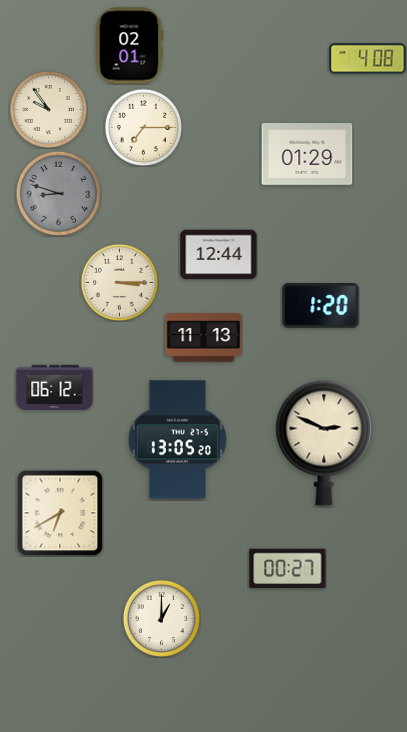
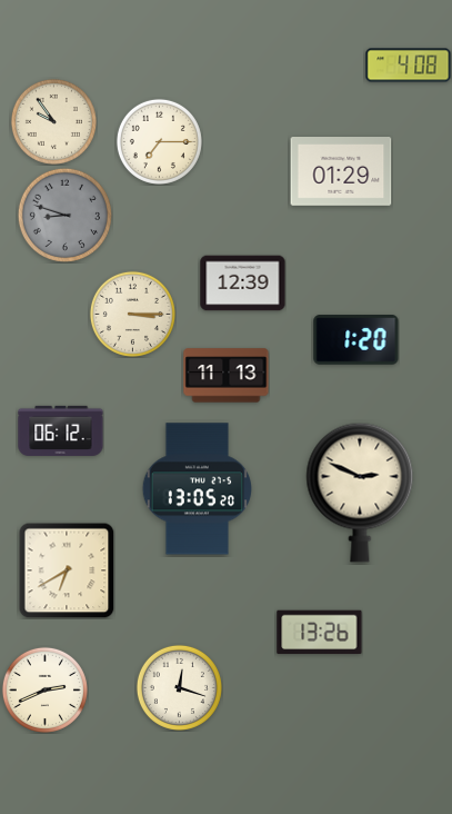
clock at (130, 46): 02:01 -> none
clock at (219, 255): 12:44 -> 12:39
clock at (288, 569): 00:27 -> 13:26
clock at (161, 618): 1:00 -> 12:18
clock at (44, 689): none -> 2:41
